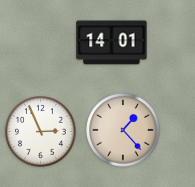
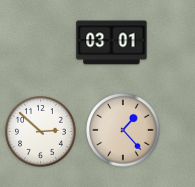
clock at (112, 43): 14:01 -> 03:01
clock at (41, 132): 2:56 -> 2:52
